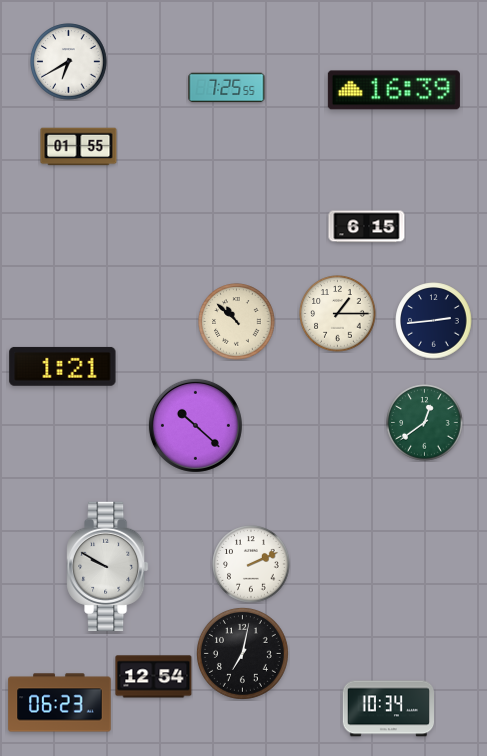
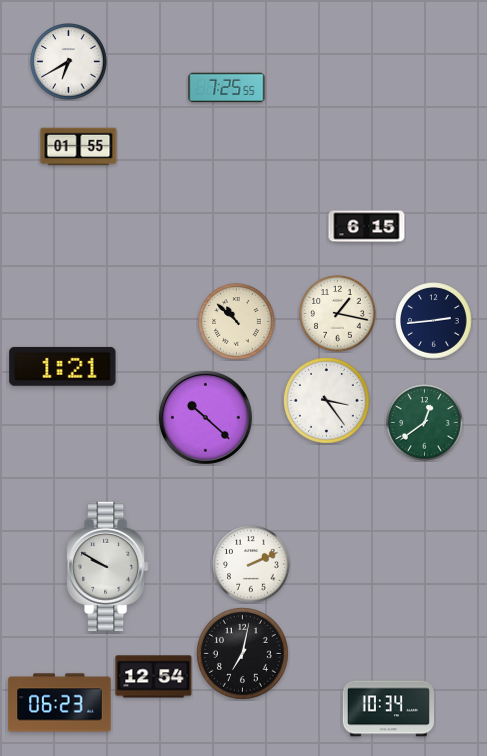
clock at (394, 90): 16:39 -> none
clock at (338, 314): 1:15 -> 1:17
clock at (327, 401): none -> 3:24
clock at (195, 425) position: (195, 425) -> (205, 417)
